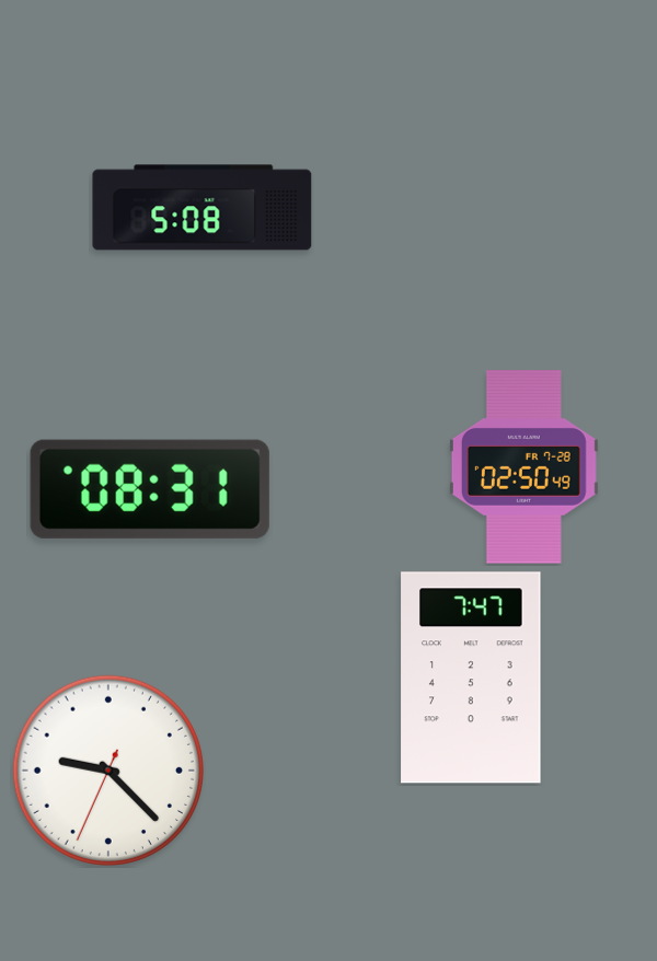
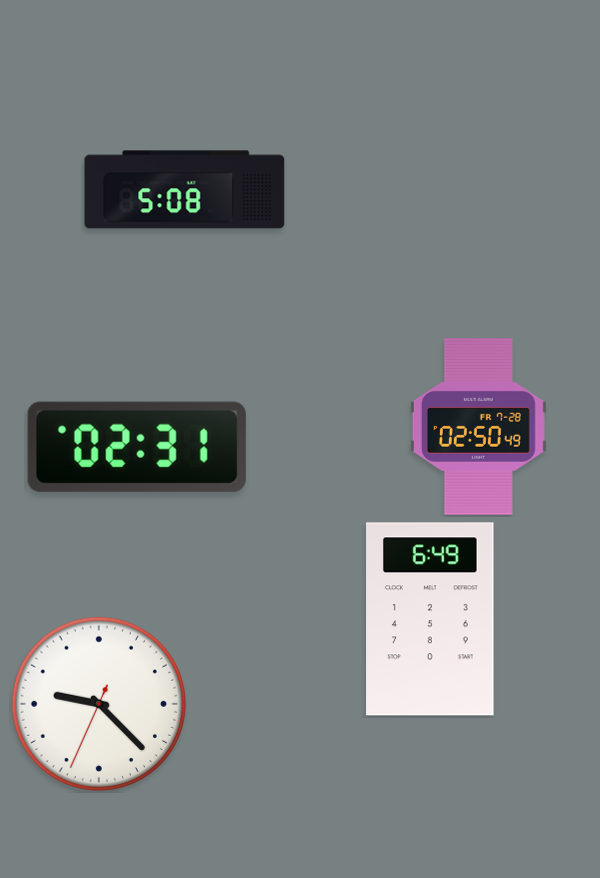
clock at (150, 489): 08:31 -> 02:31
clock at (471, 678): 7:47 -> 6:49
